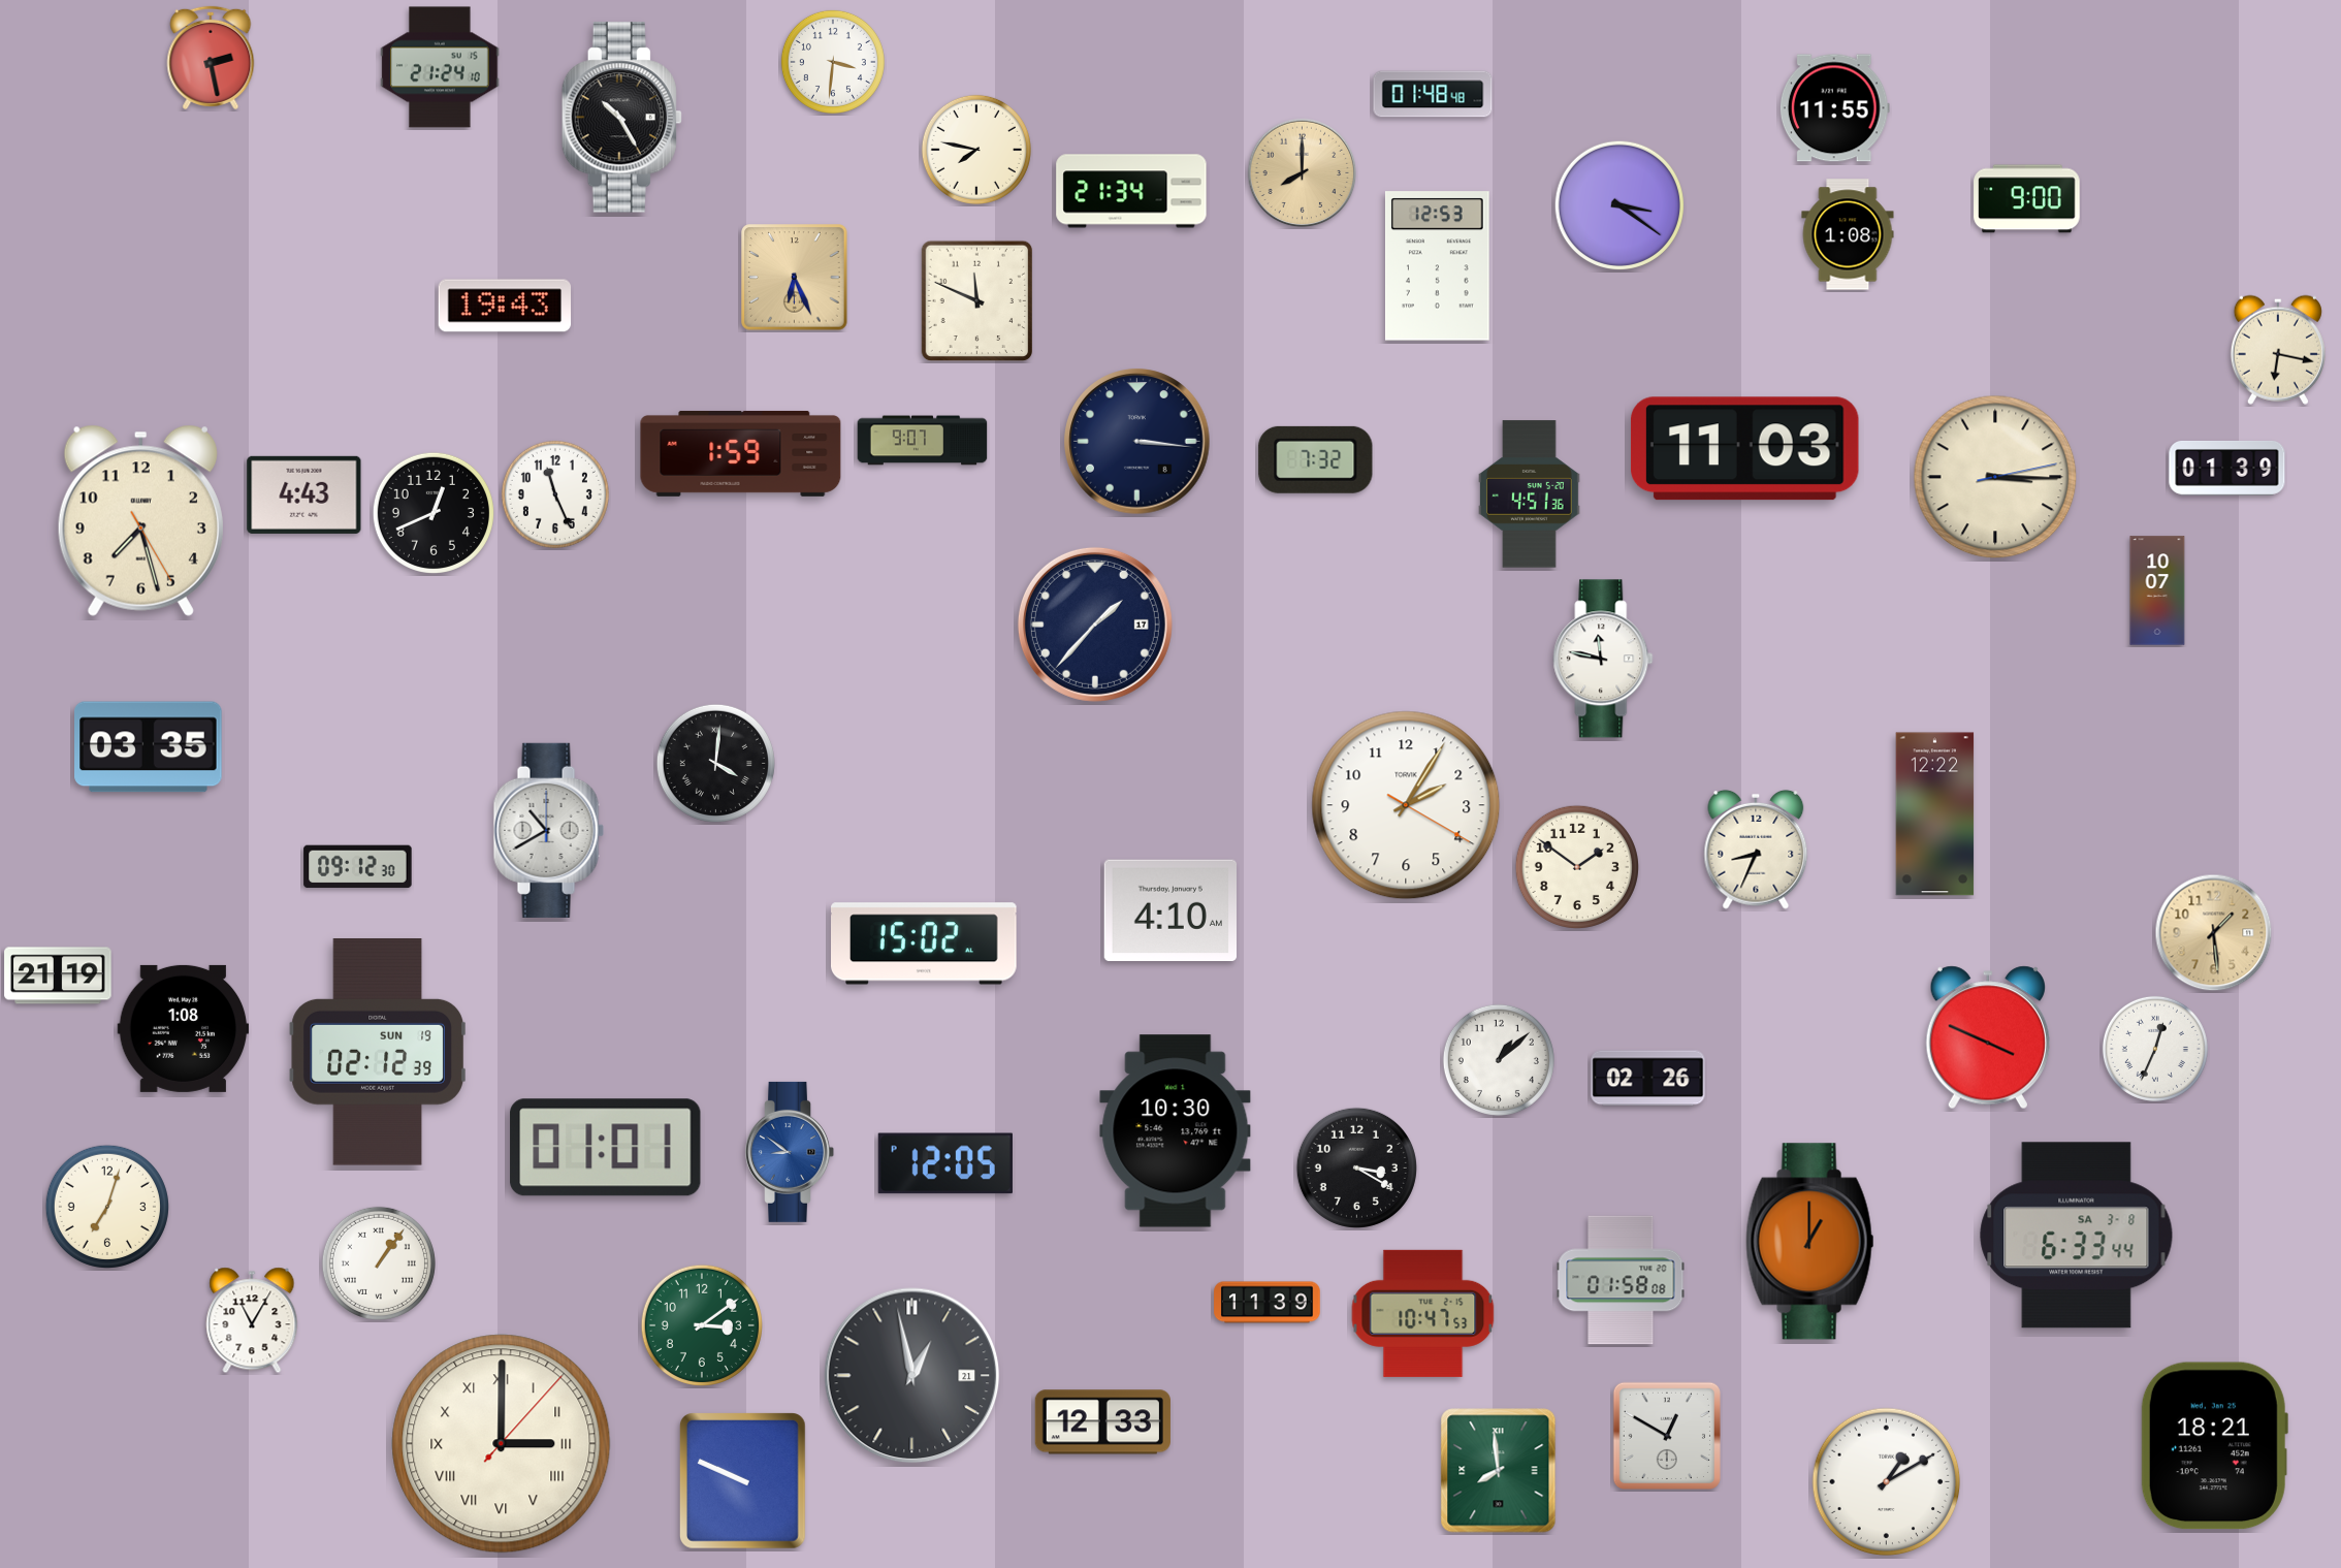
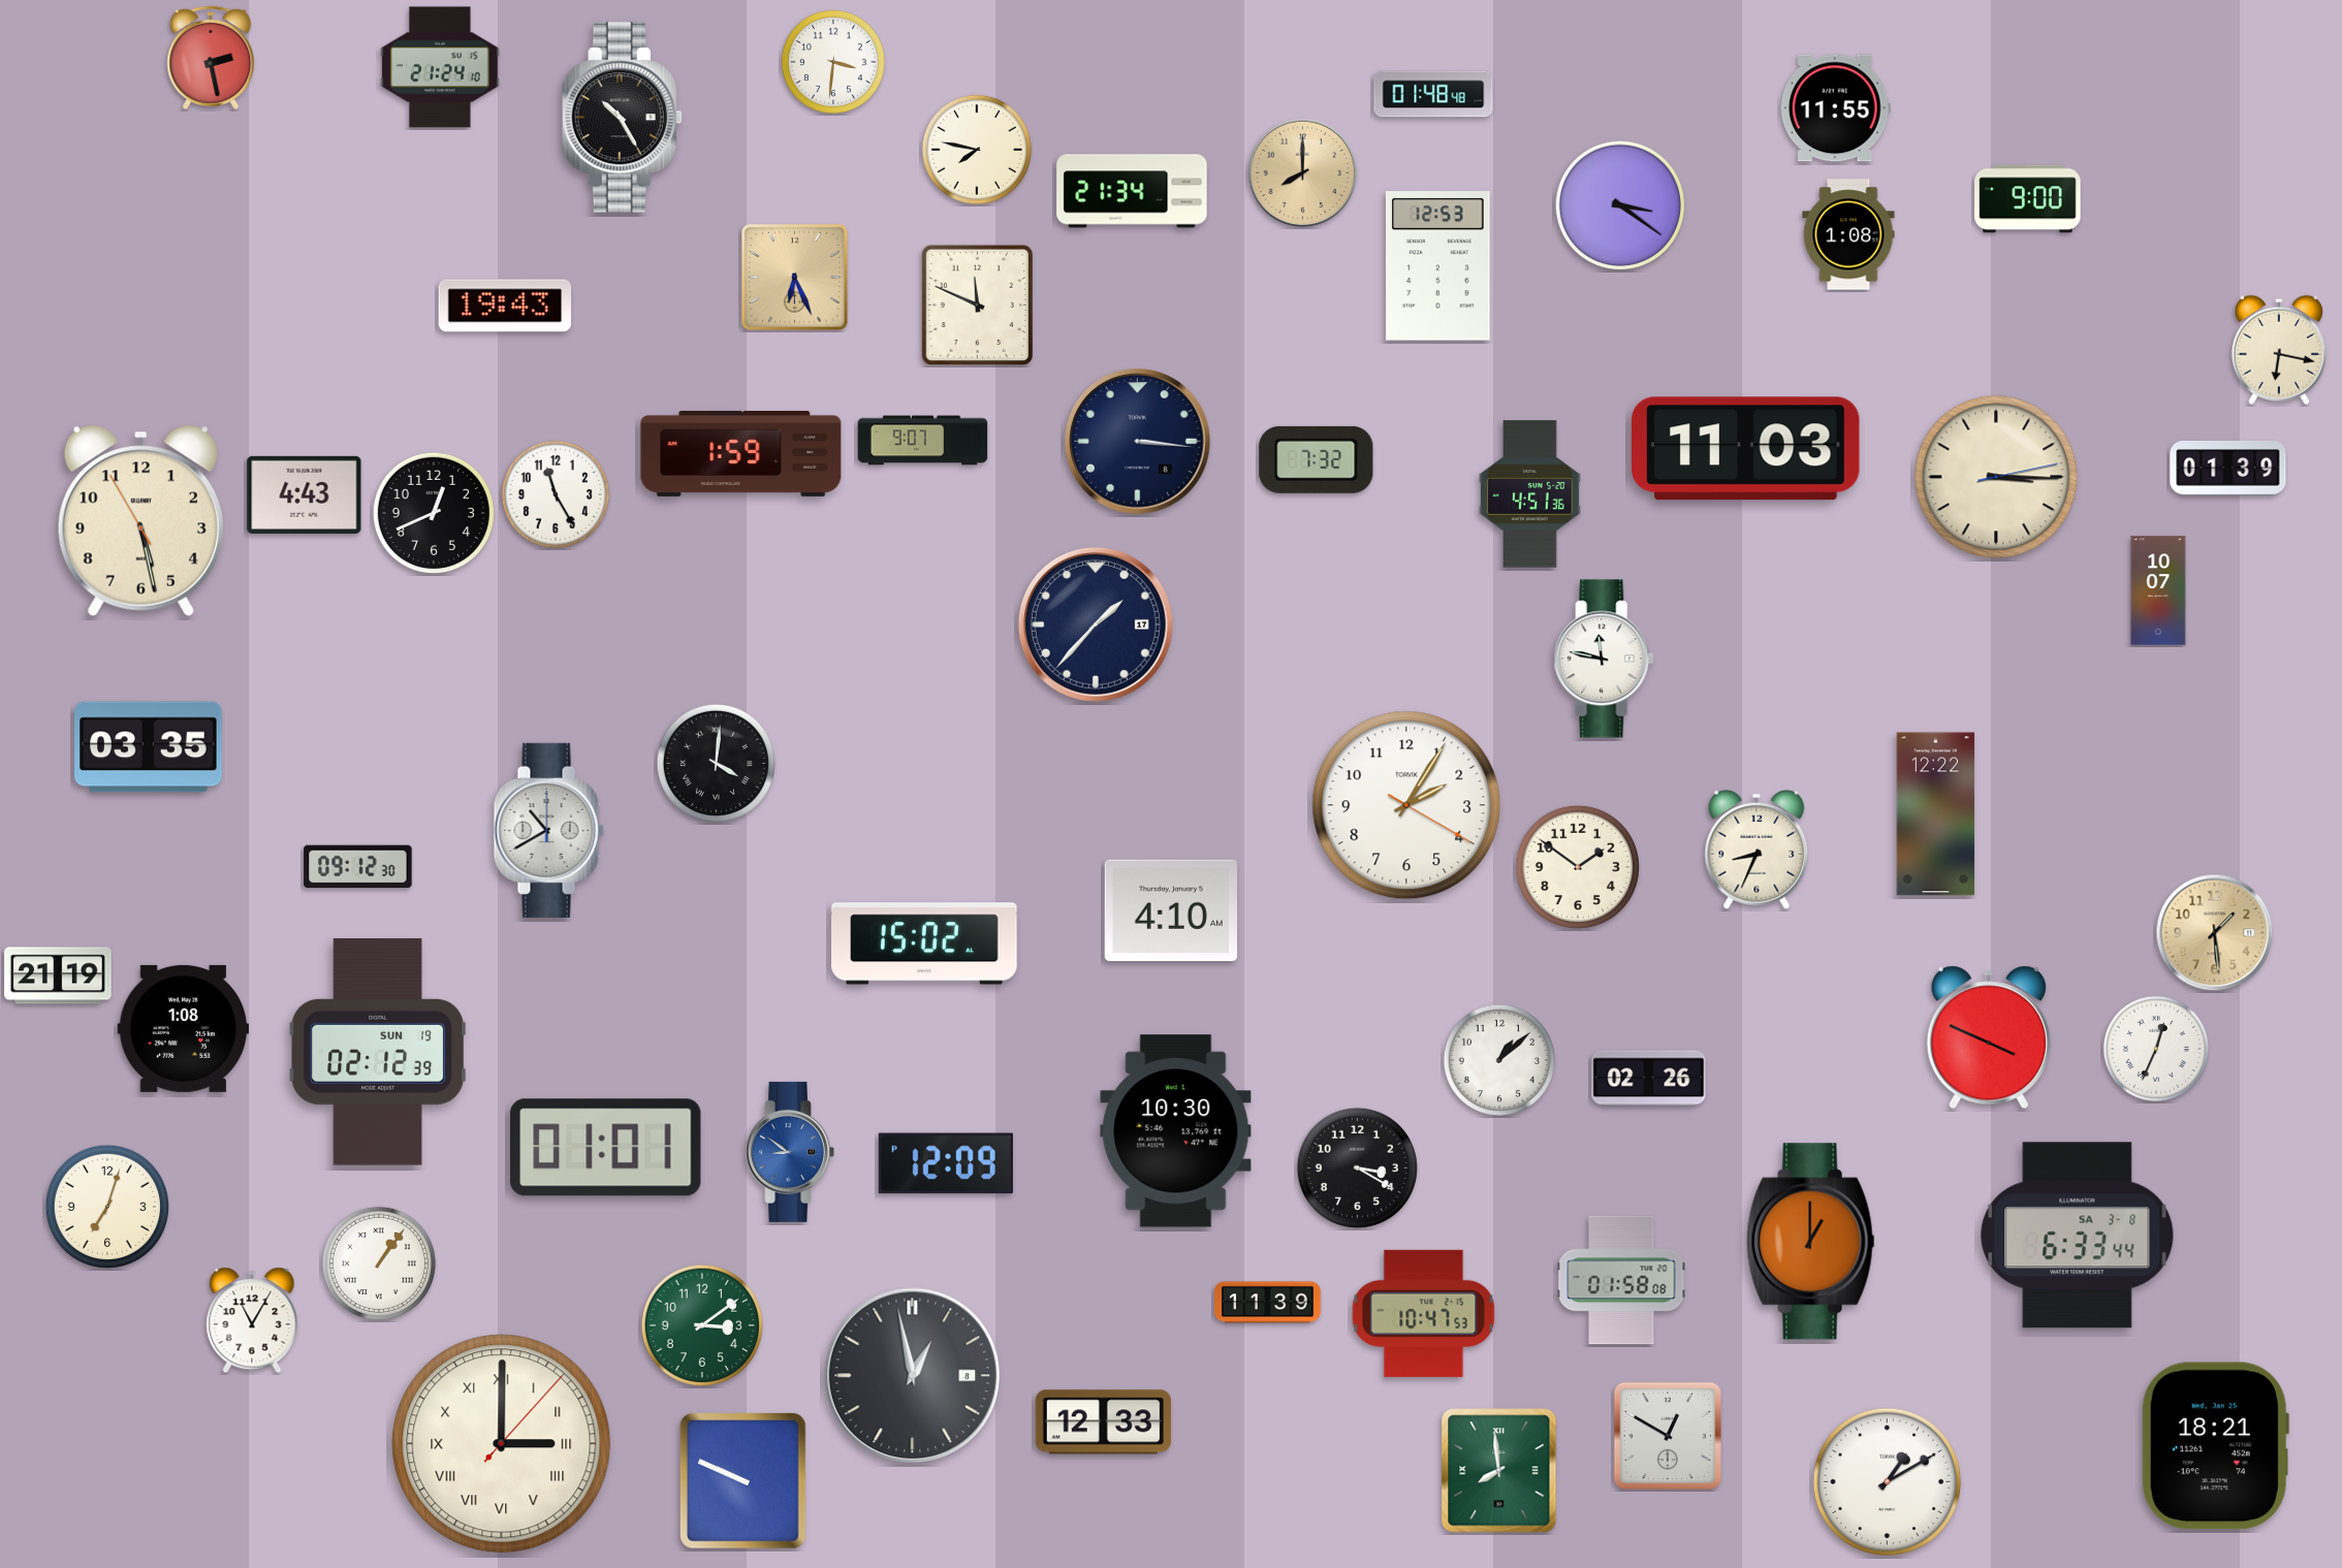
clock at (977, 301) position: (977, 301) -> (978, 306)
clock at (555, 494): 11:26 -> 11:25
clock at (140, 520): 7:27 -> 5:27
clock at (945, 1163): 12:05 -> 12:09
clock at (912, 1376) date: 21 -> 8
